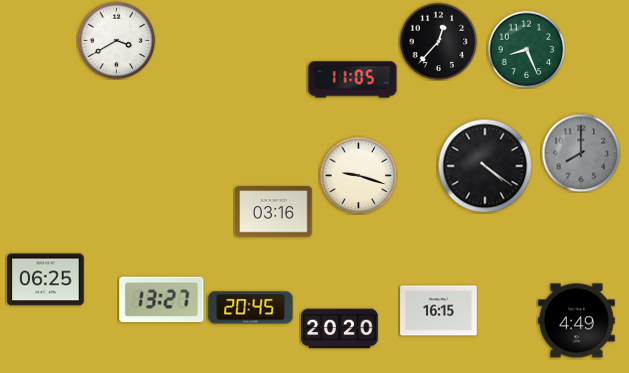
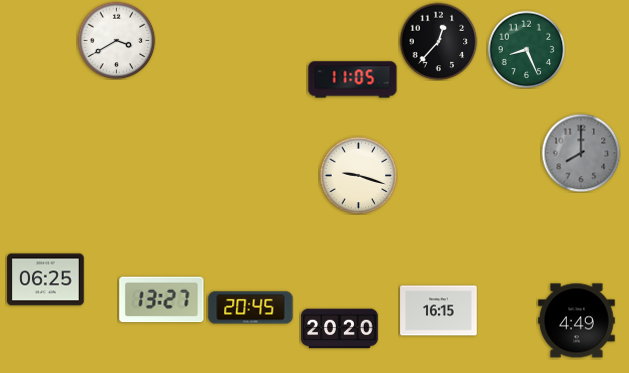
clock at (485, 166): 4:21 -> none
clock at (274, 212): 03:16 -> none
